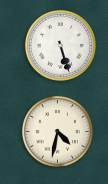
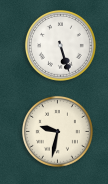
clock at (57, 131): 4:32 -> 9:32
